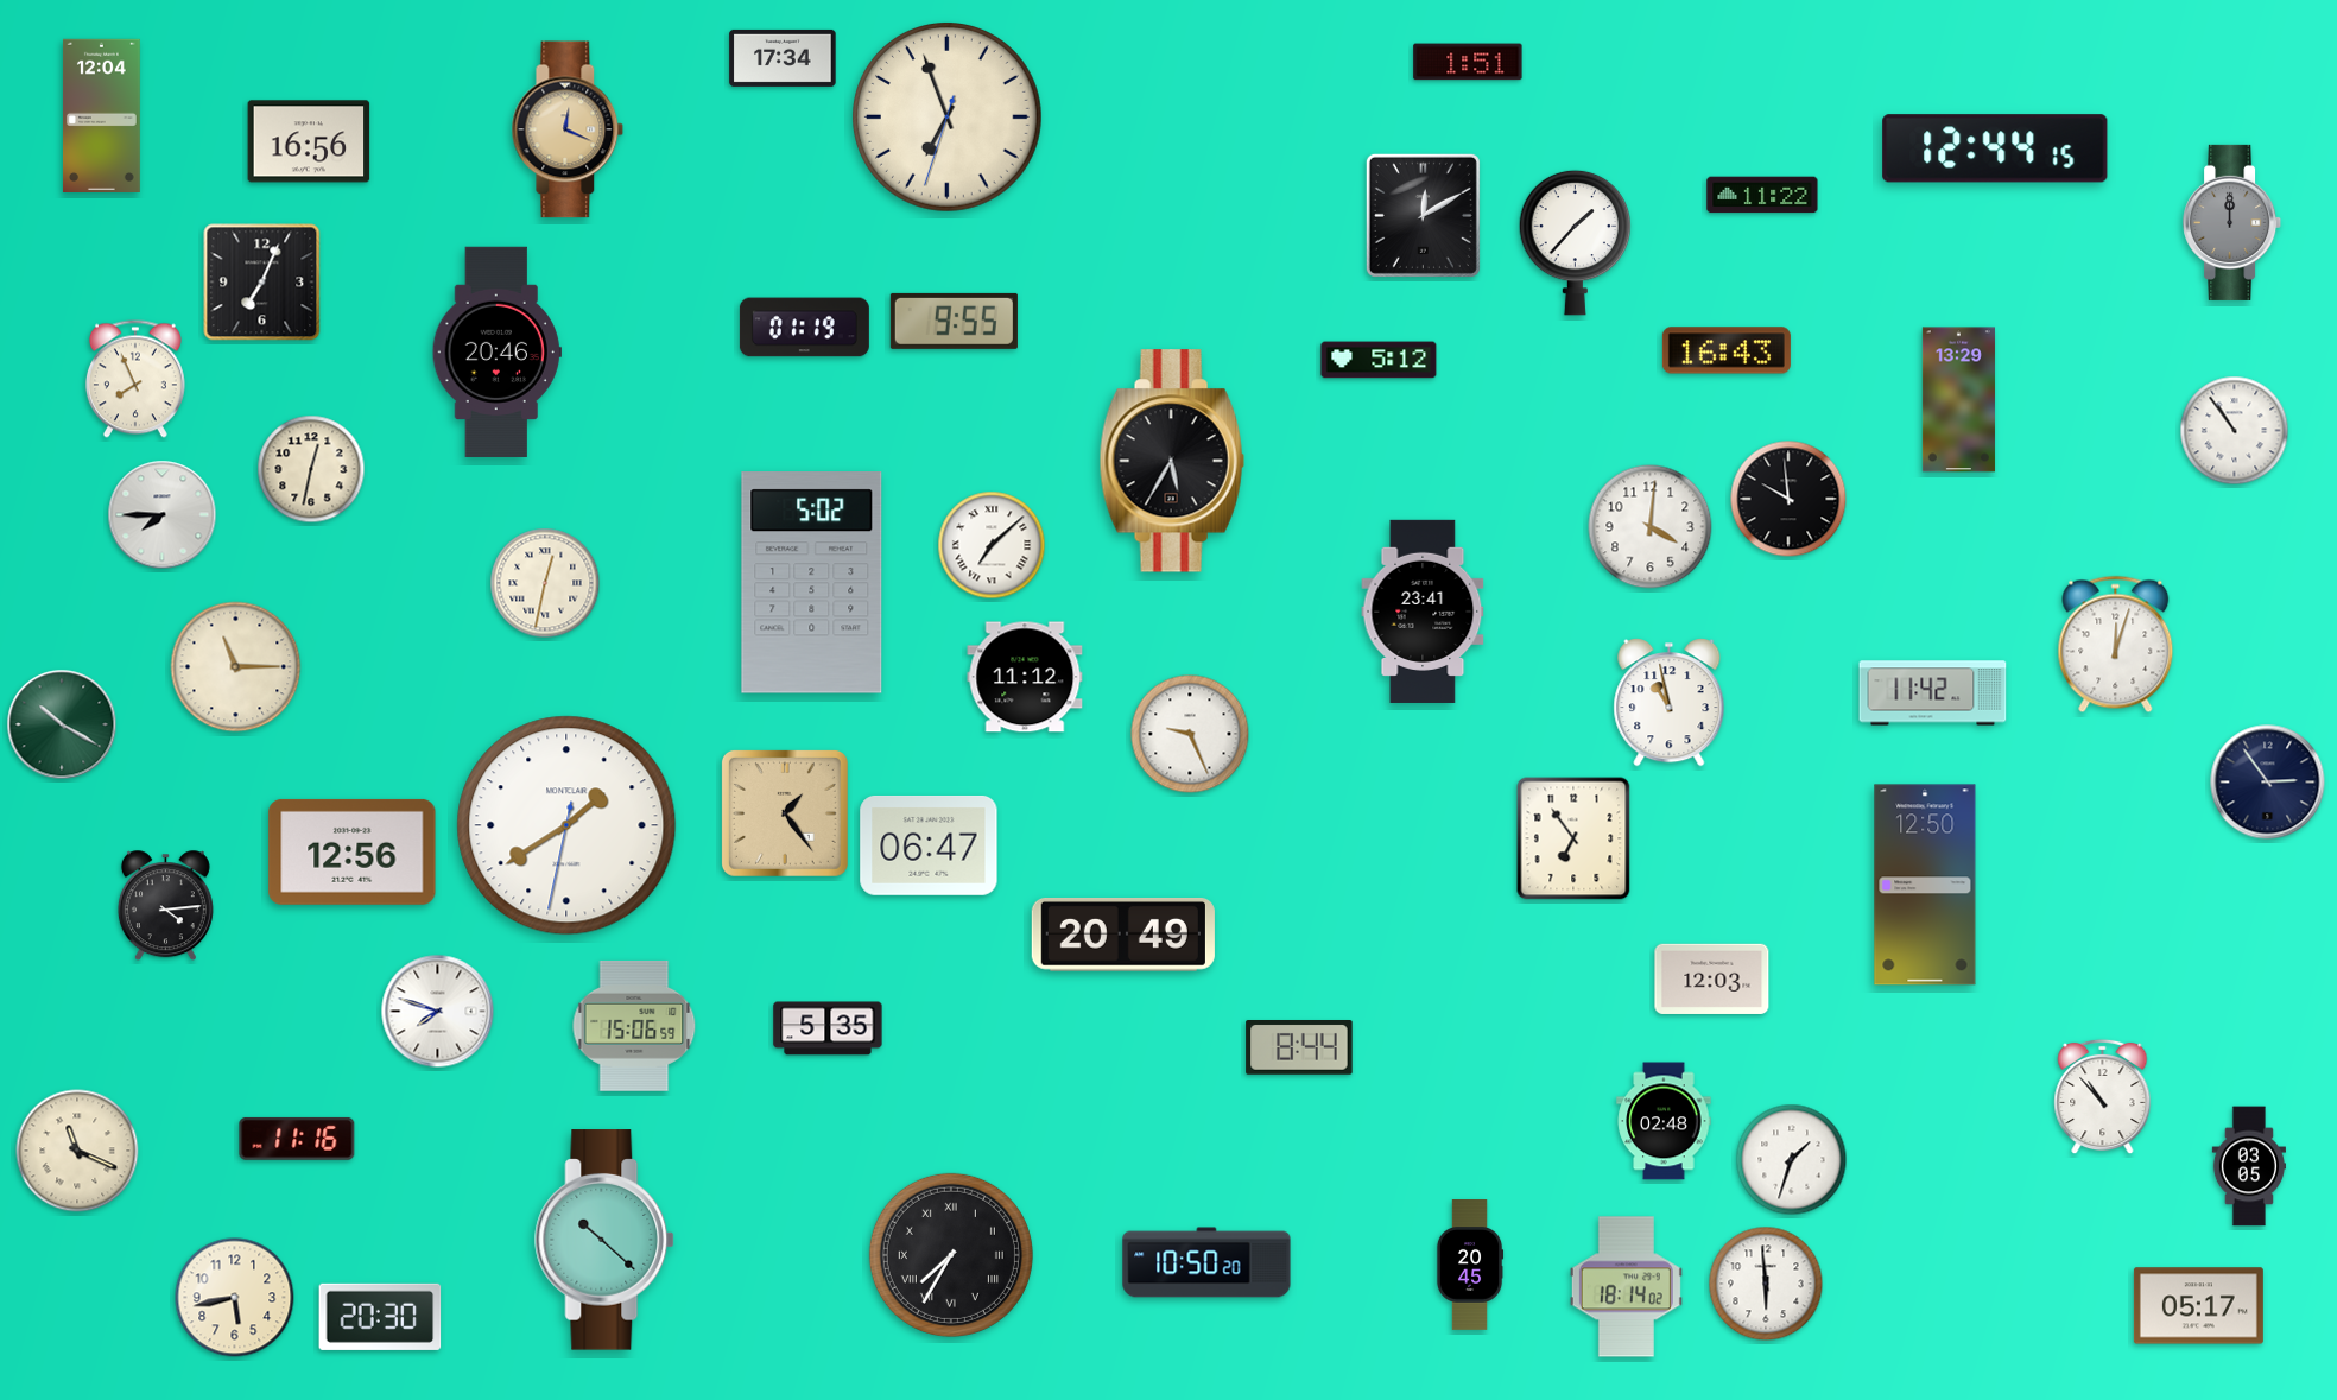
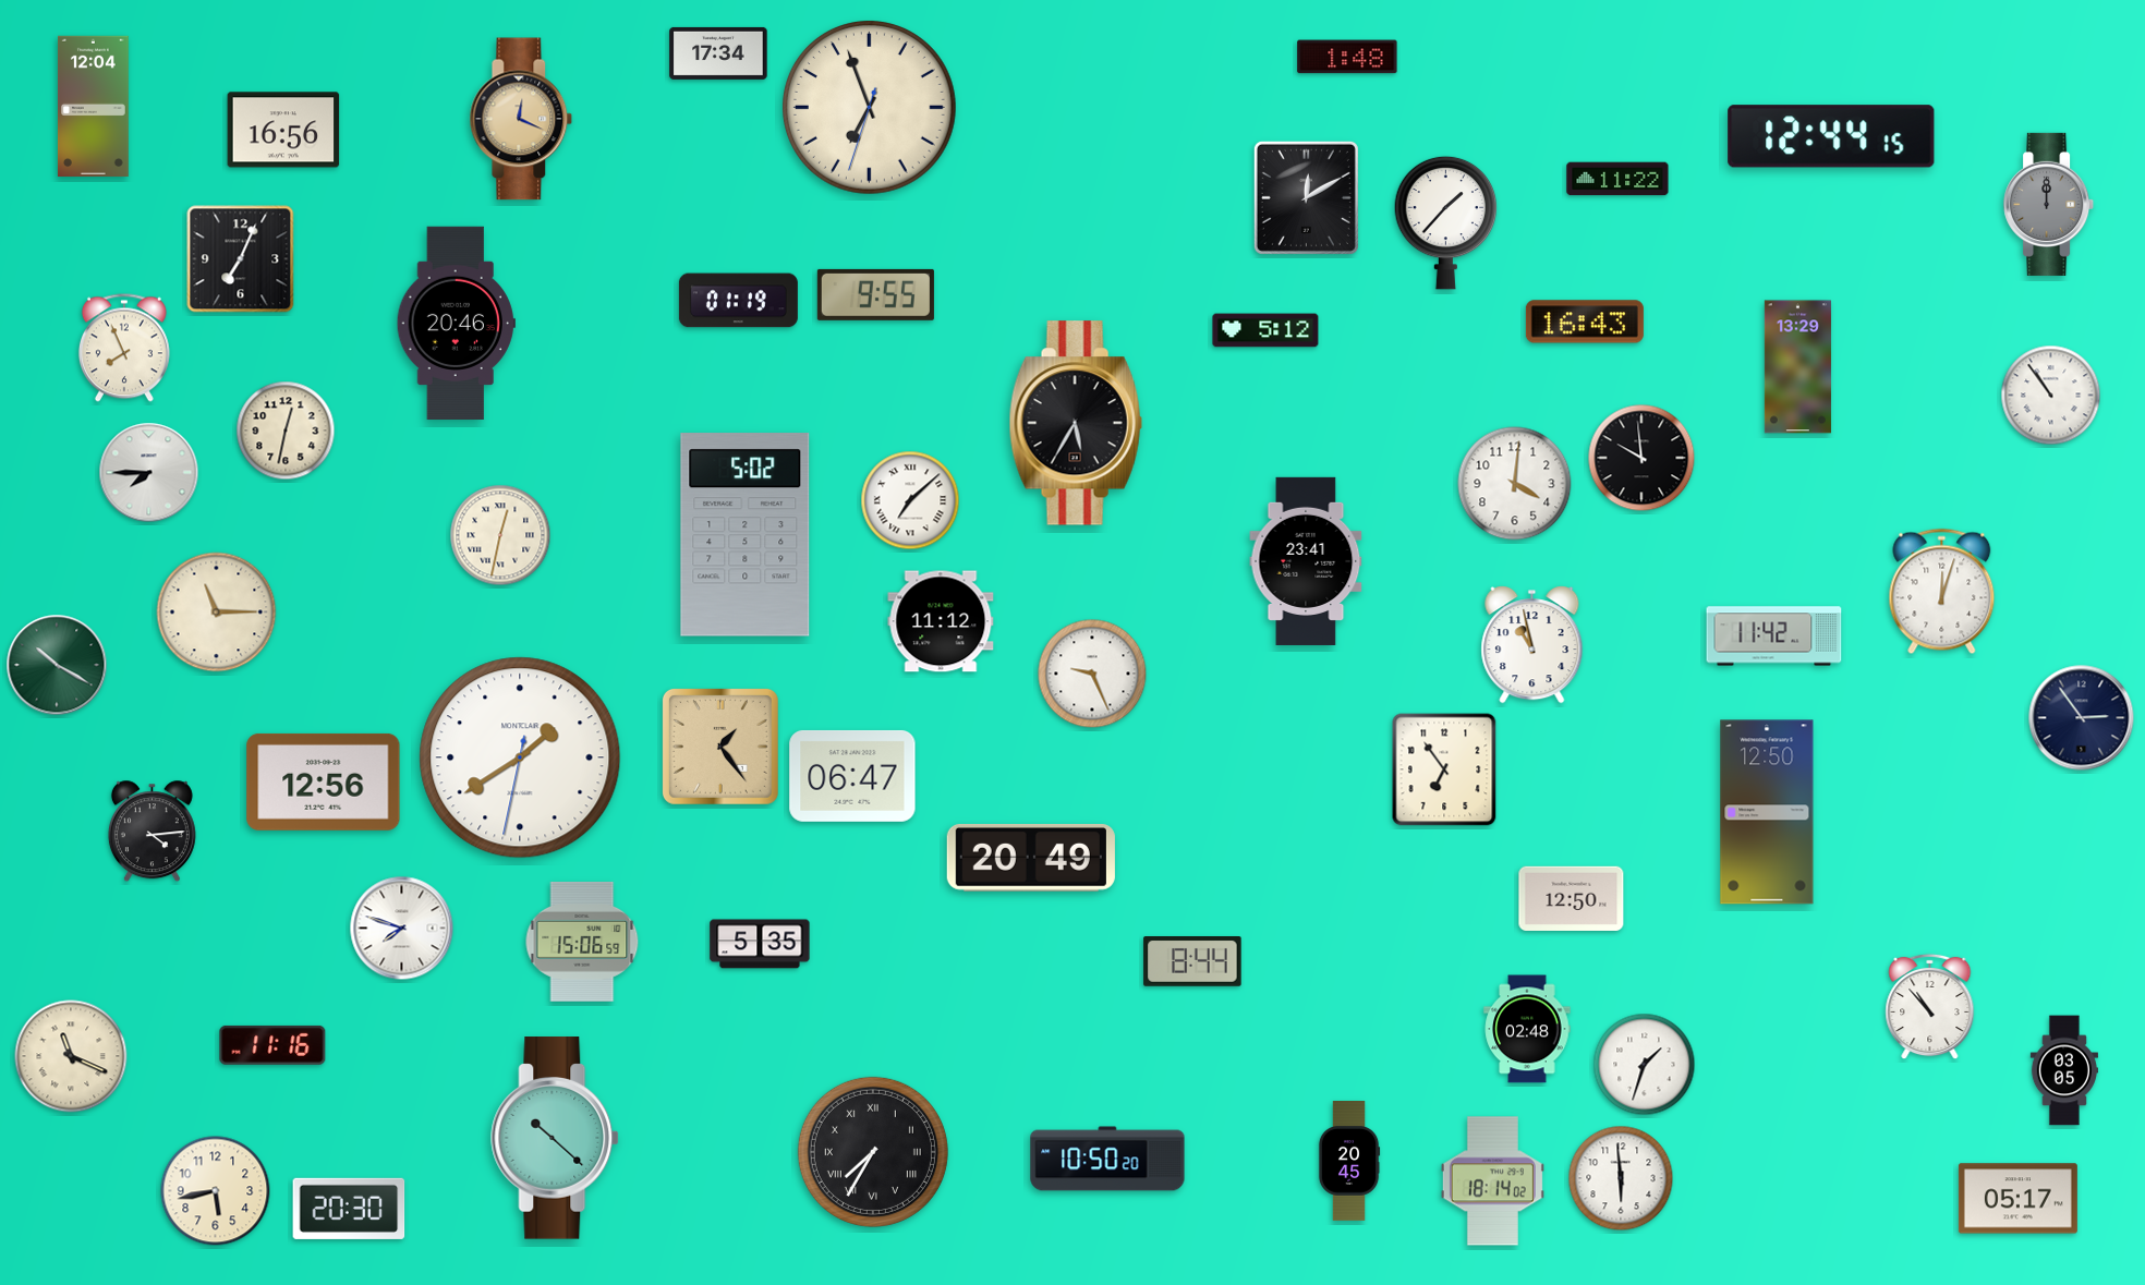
clock at (1468, 62): 1:51 -> 1:48
clock at (1712, 978): 12:03 -> 12:50
